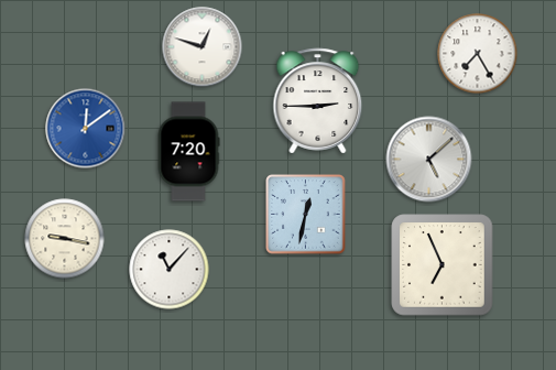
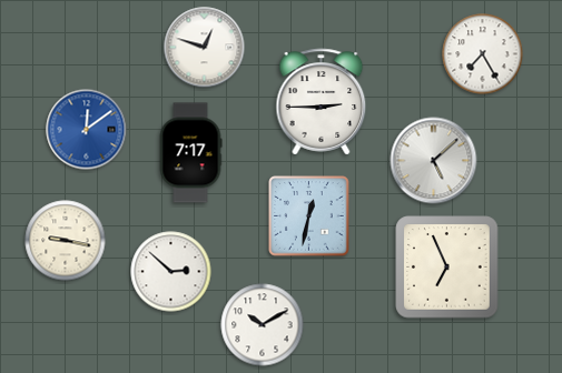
clock at (188, 152): 7:20 -> 7:17
clock at (170, 270): 11:07 -> 2:52
clock at (263, 325): none -> 10:10
